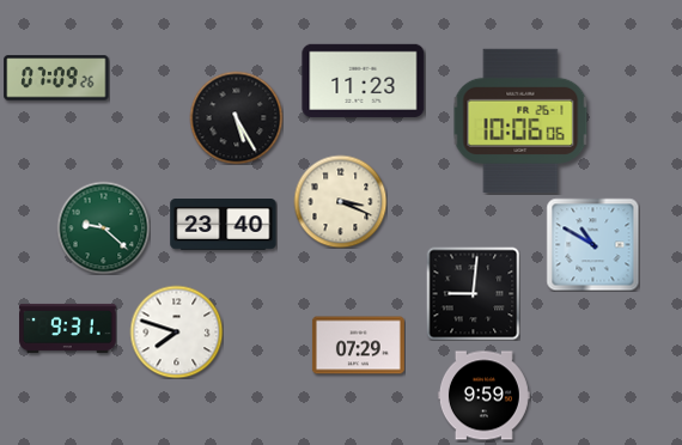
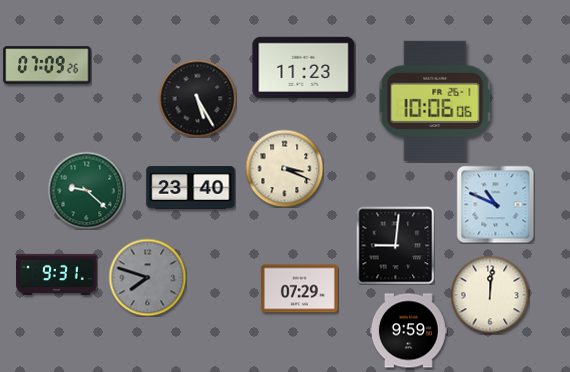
clock at (224, 225) position: (224, 225) -> (191, 188)
clock at (592, 244): 10:50 -> 10:49
clock at (176, 331) dial: white -> grey
clock at (490, 295): none -> 12:01
clock at (483, 396) position: (483, 396) -> (408, 331)
